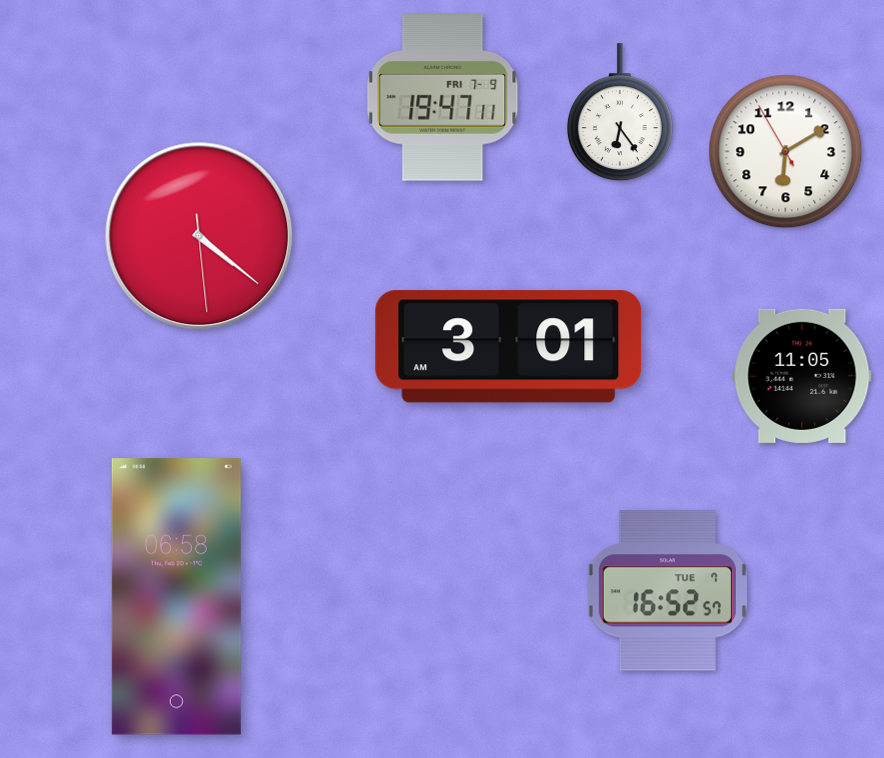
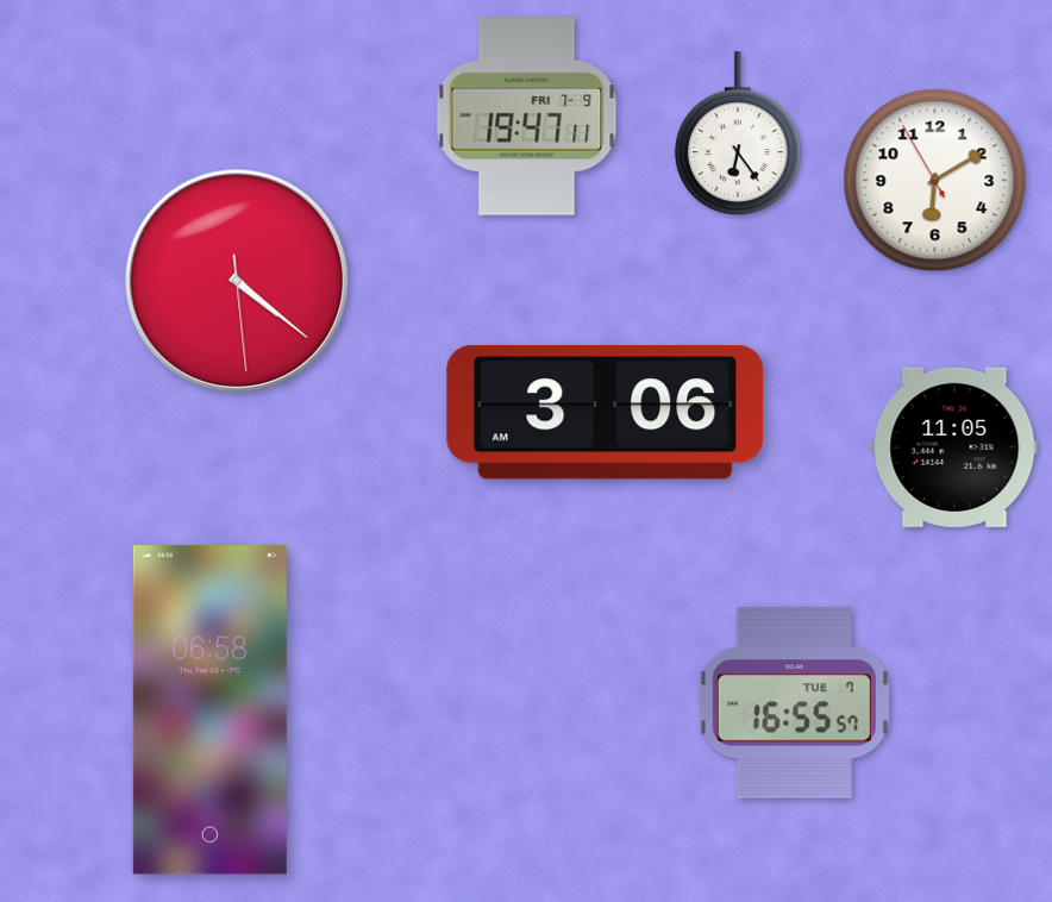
clock at (509, 347): 3:01 -> 3:06
clock at (667, 591): 16:52 -> 16:55
